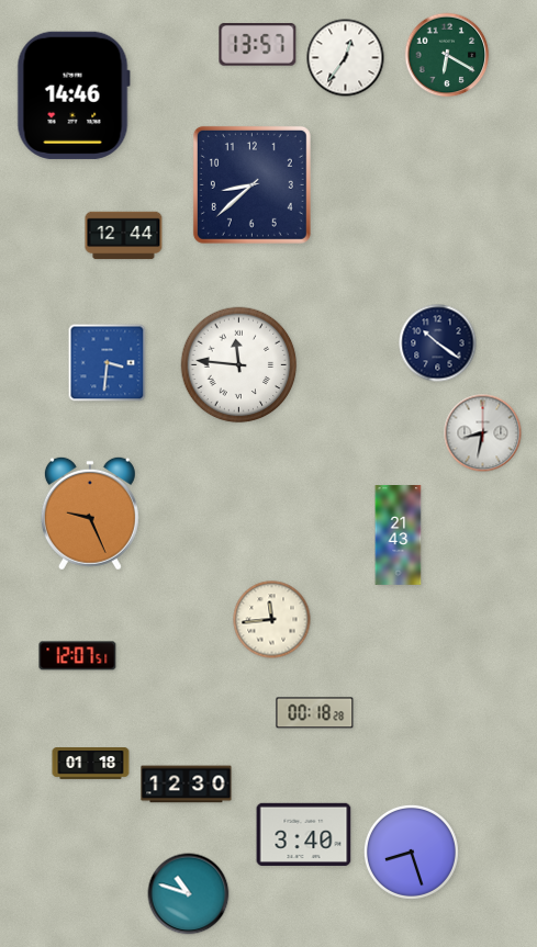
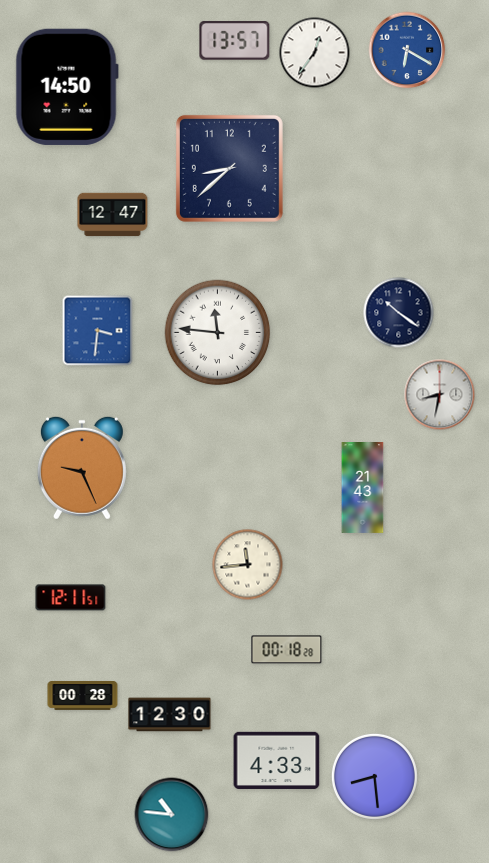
clock at (447, 55) dial: green -> blue
clock at (74, 95): 14:46 -> 14:50
clock at (124, 236): 12:44 -> 12:47
clock at (78, 656): 12:07 -> 12:11
clock at (91, 764): 01:18 -> 00:28
clock at (304, 834): 3:40 -> 4:33
clock at (411, 852): 8:27 -> 8:29
clock at (189, 894): 10:48 -> 10:46
